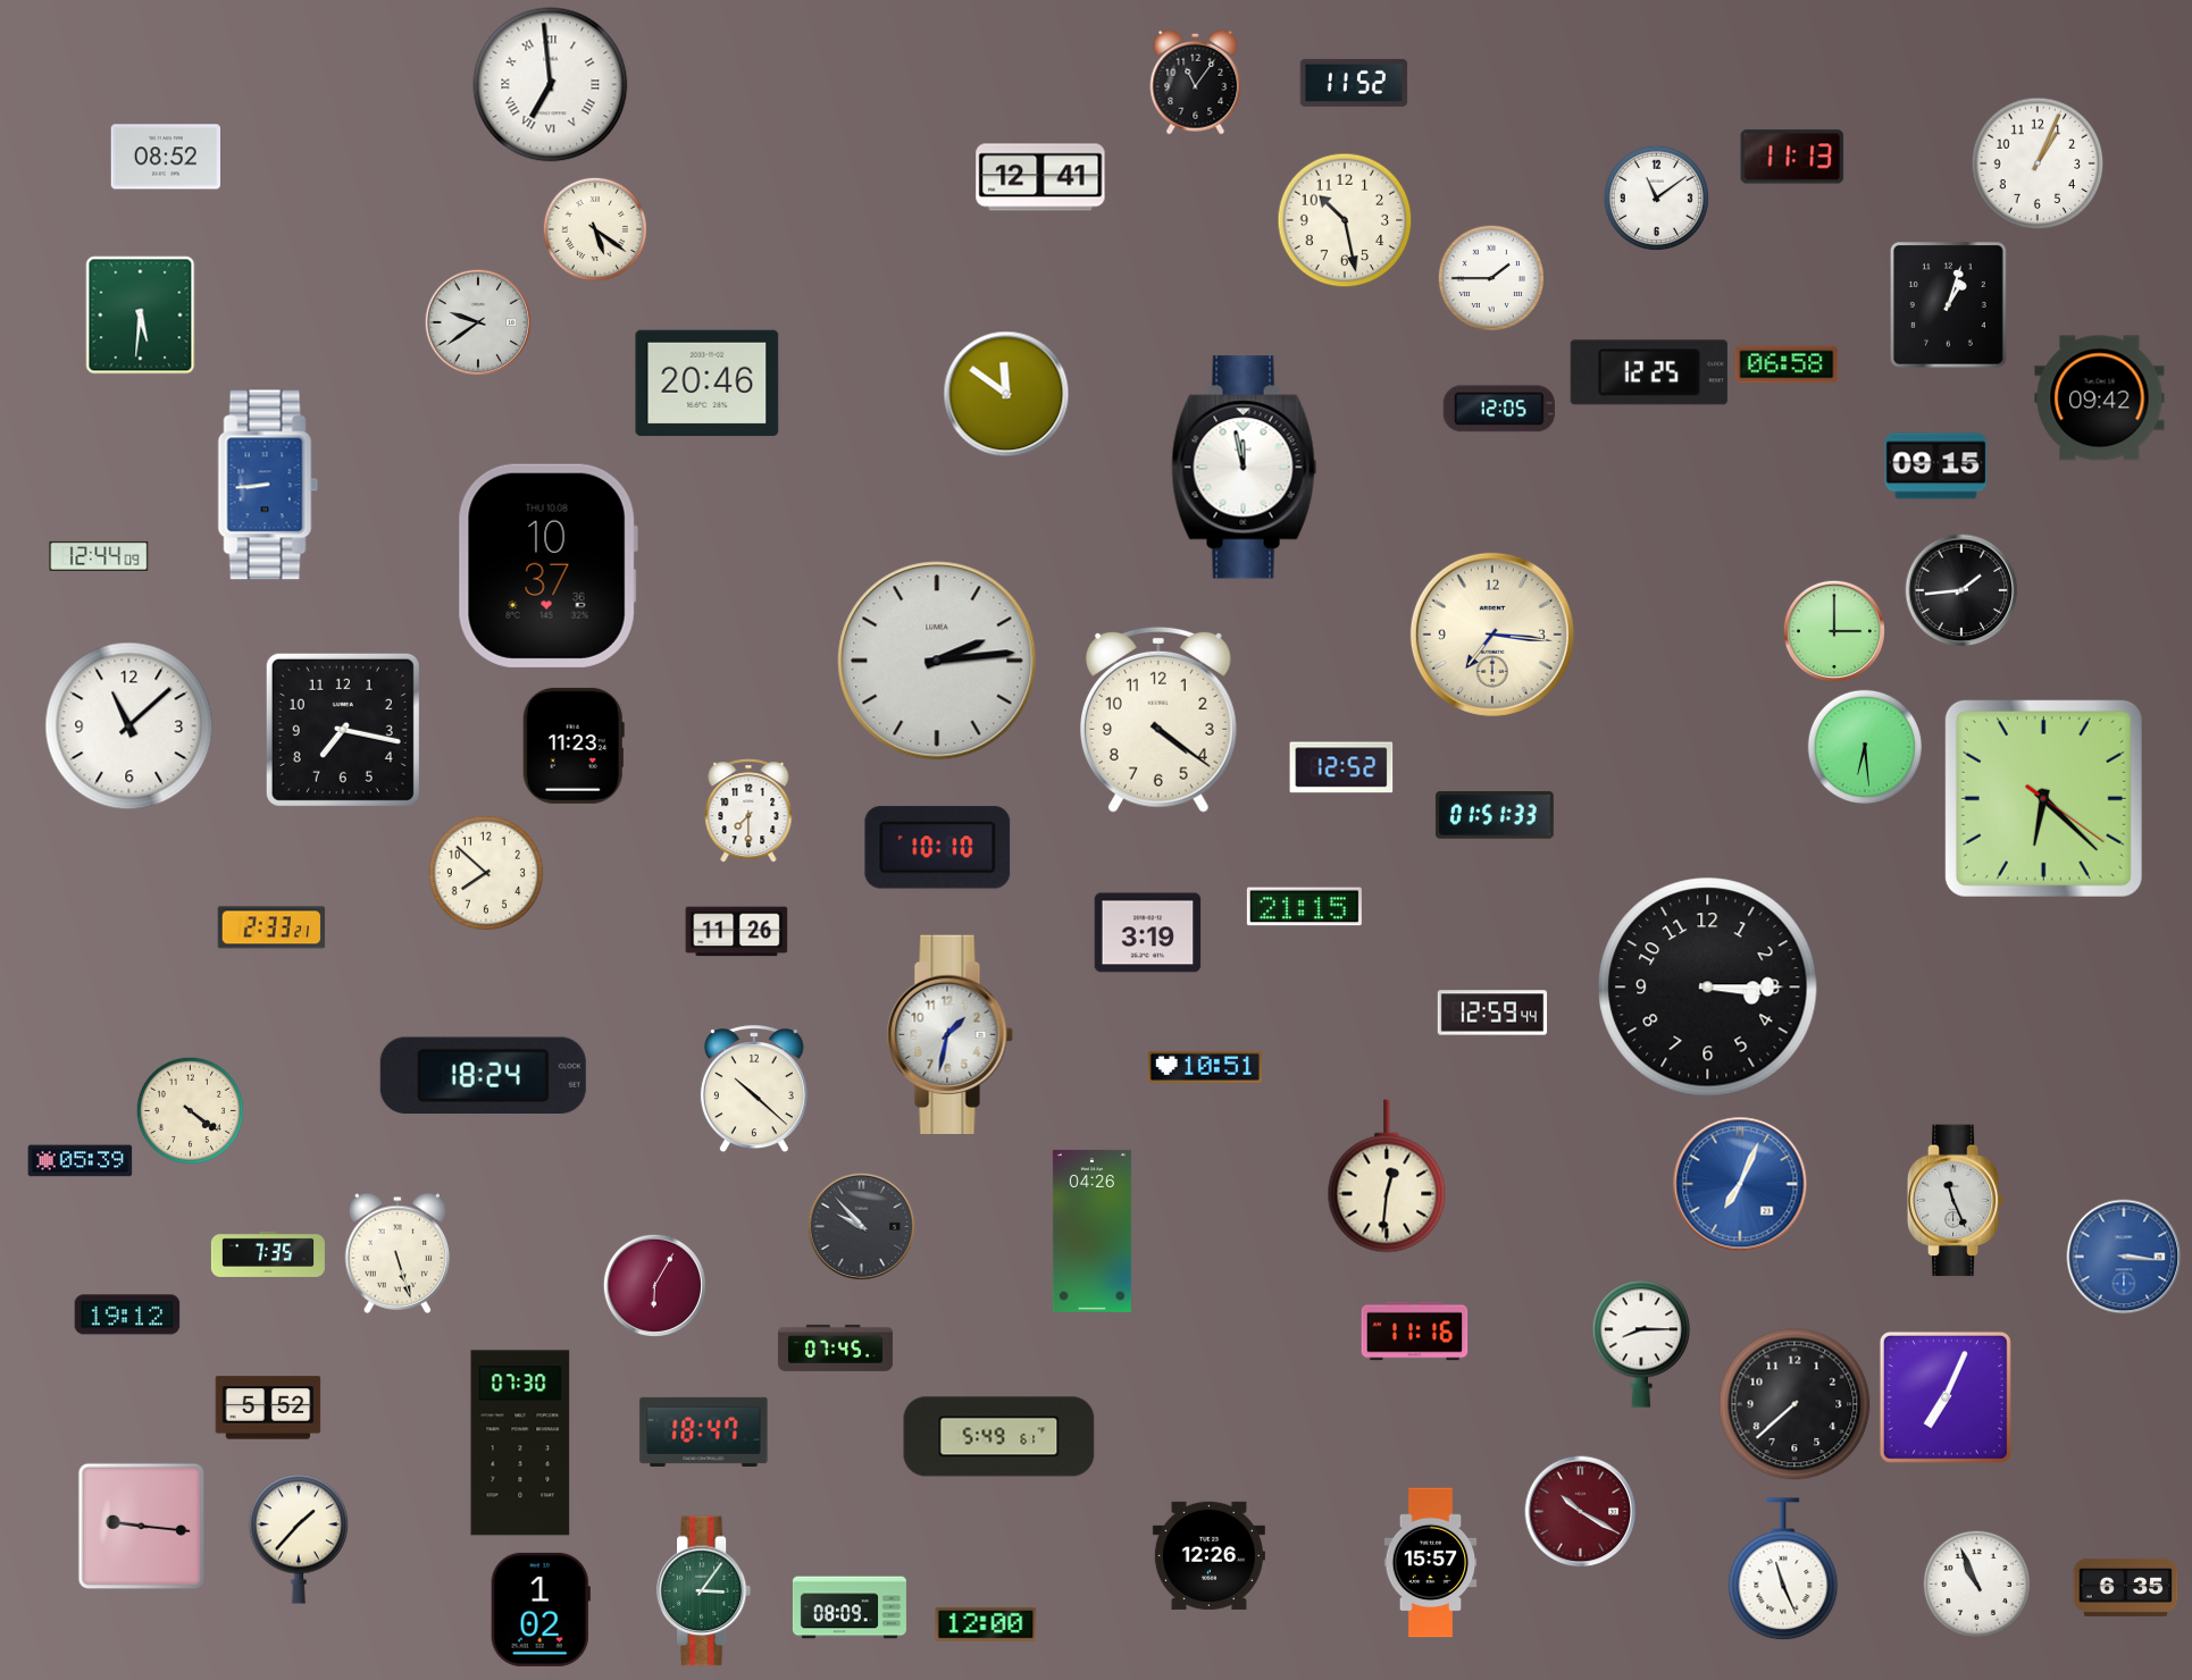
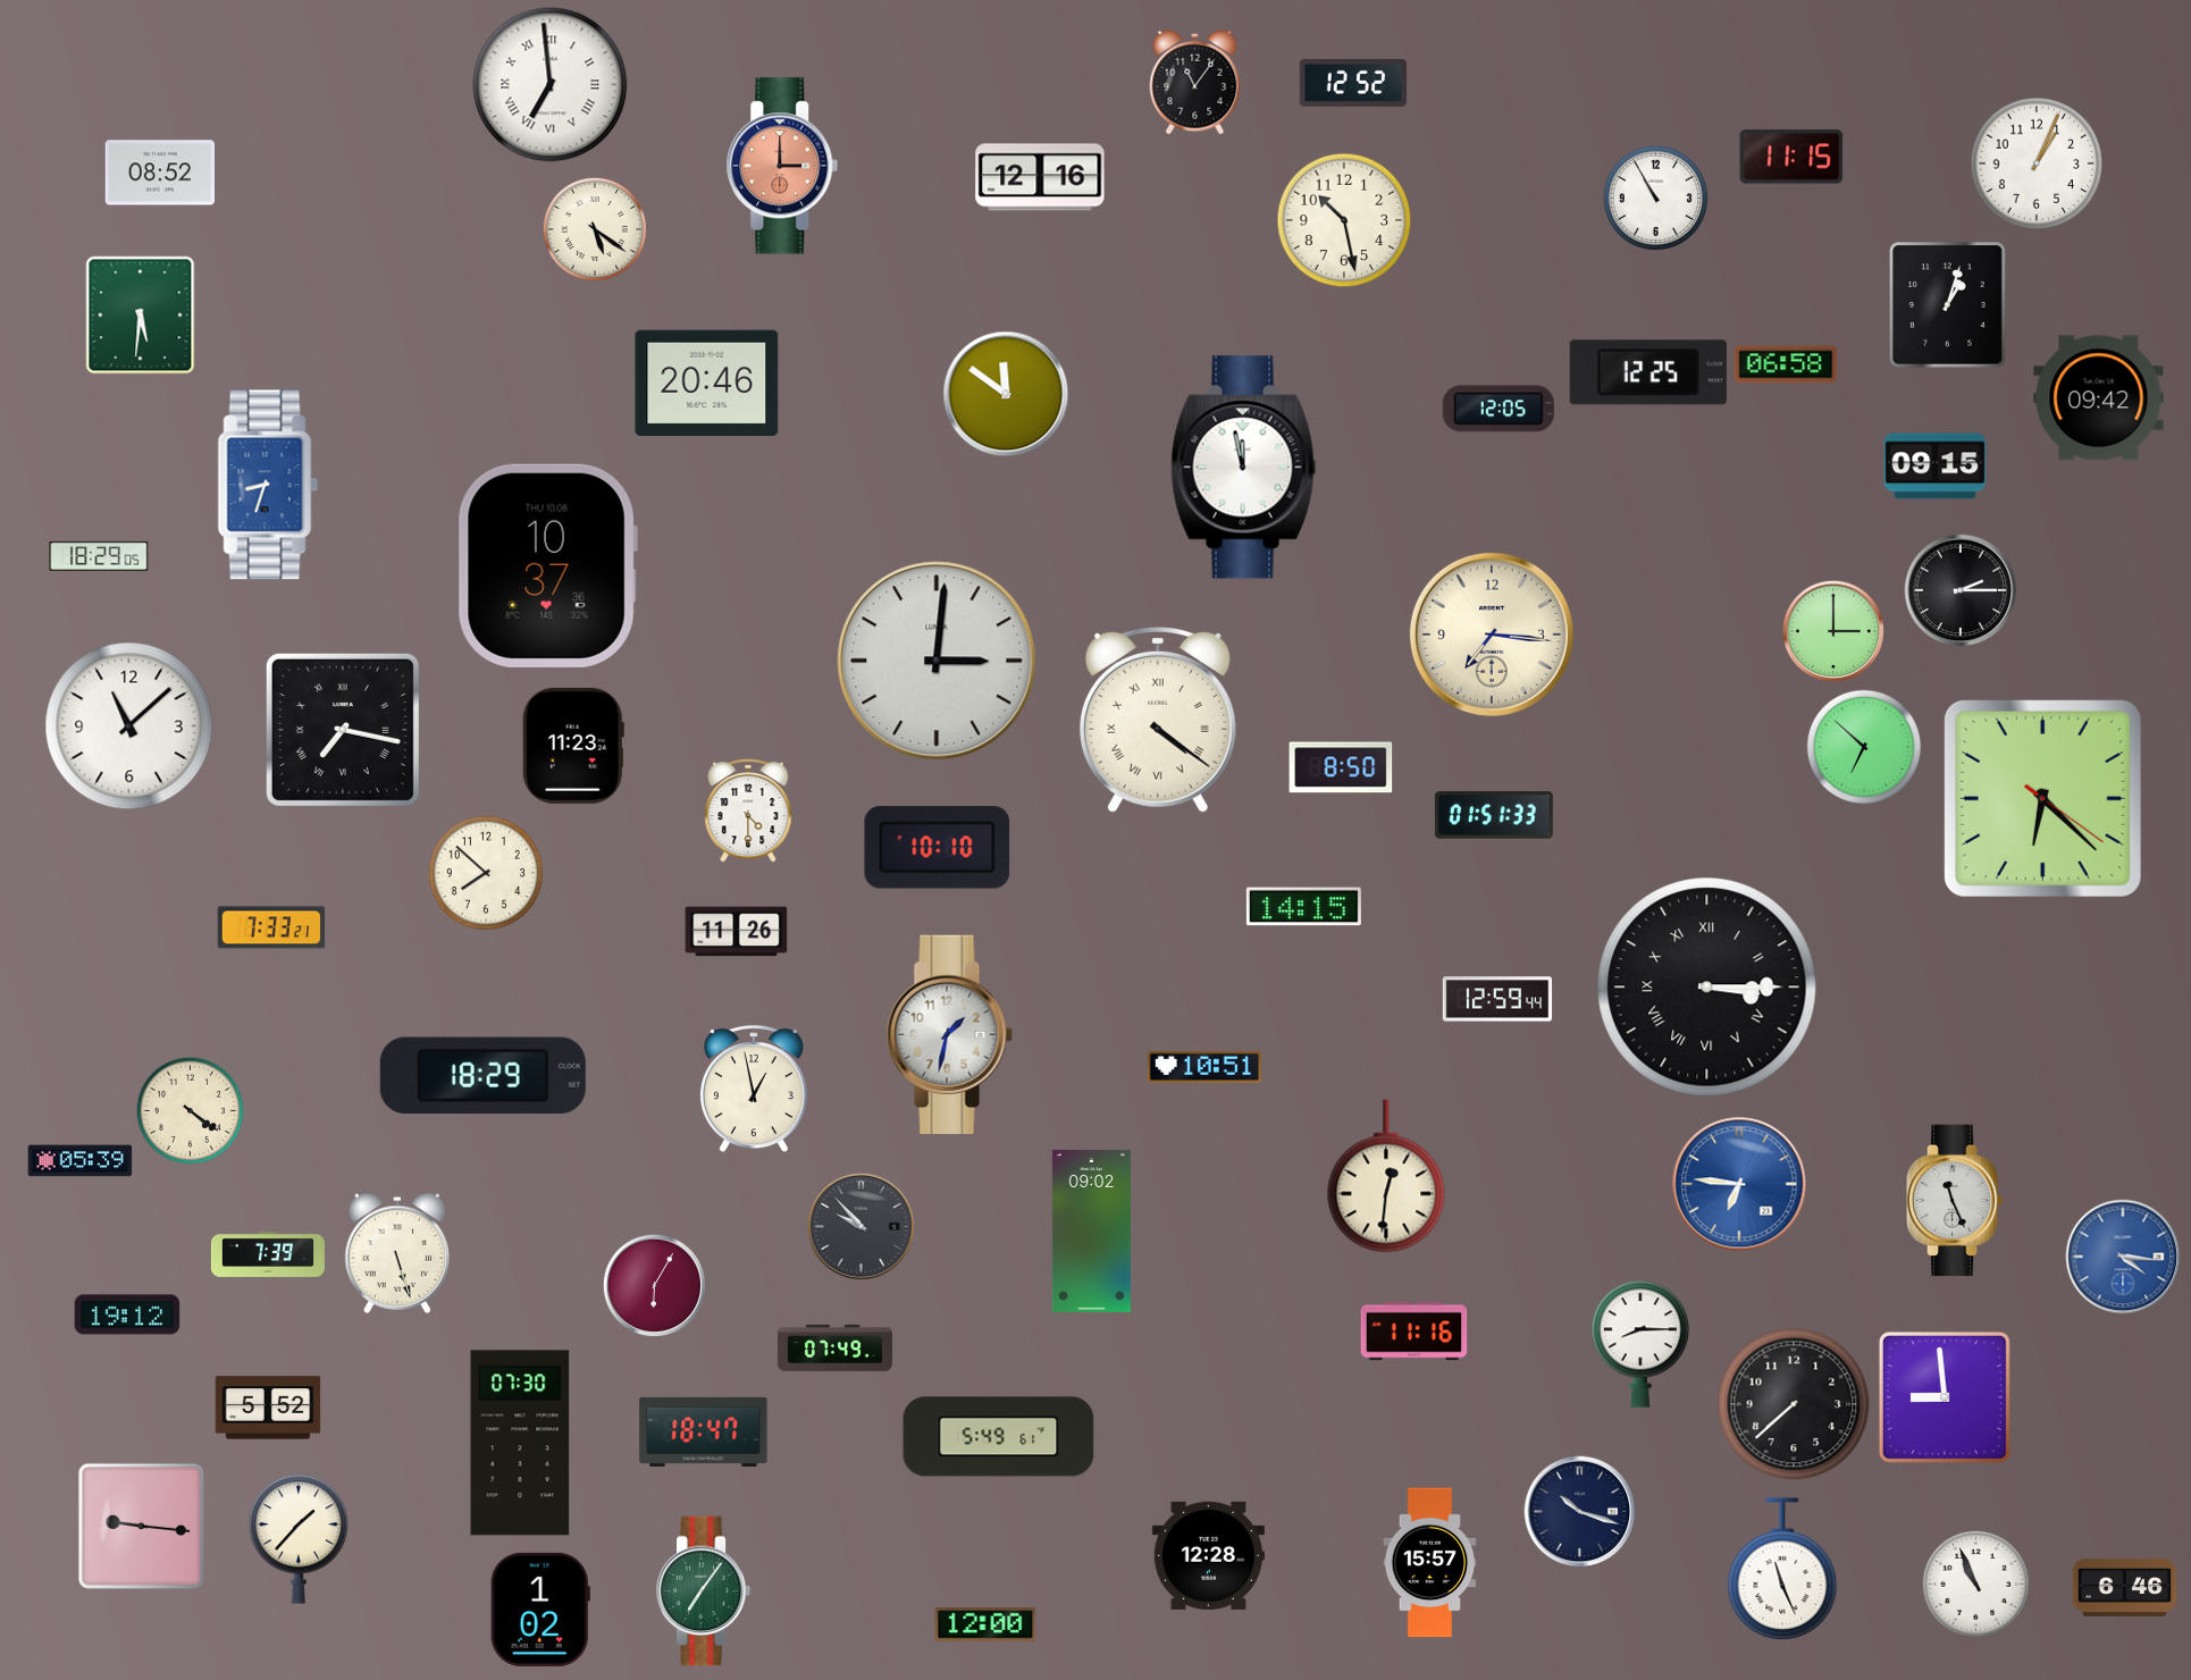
clock at (1354, 83): 11:52 -> 12:52
clock at (165, 157) position: (165, 157) -> (159, 173)
clock at (1792, 157): 11:13 -> 11:15
clock at (782, 166): none -> 3:00
clock at (1040, 177): 12:41 -> 12:16
clock at (1656, 198): 11:09 -> 10:55
clock at (1490, 277): 1:45 -> none
clock at (478, 322): 9:39 -> none
clock at (268, 485): 8:44 -> 8:33
clock at (99, 556): 12:44 -> 18:29
clock at (1961, 590): 1:44 -> 2:15
clock at (937, 661): 2:14 -> 3:01
clock at (1158, 720) numerals: Arabic -> Roman
clock at (343, 730) numerals: Arabic -> Roman
clock at (1865, 747): 6:29 -> 6:52
clock at (1341, 767): 12:52 -> 8:50
clock at (748, 810): 7:30 -> 4:30
clock at (1304, 907): 21:15 -> 14:15
clock at (271, 927): 2:33 -> 7:33
clock at (1148, 933): 3:19 -> none
clock at (1708, 988) numerals: Arabic -> Roman
clock at (1492, 1013) position: (1492, 1013) -> (1497, 999)
clock at (483, 1076): 18:24 -> 18:29
clock at (754, 1090): 10:22 -> 12:58
clock at (1740, 1184): 7:04 -> 6:46
clock at (1091, 1230): 04:26 -> 09:02
clock at (268, 1254): 7:35 -> 7:39
clock at (2124, 1257): 3:16 -> 4:16
clock at (835, 1347): 07:45 -> 07:49
clock at (1946, 1397): 7:04 -> 8:59
clock at (1581, 1512): 10:20 -> 10:18
clock at (1581, 1512) dial: burgundy -> navy
clock at (1208, 1555): 12:26 -> 12:28
clock at (2126, 1587): 6:35 -> 6:46
clock at (704, 1591): 3:06 -> 7:06
clock at (850, 1607): 08:09 -> none
